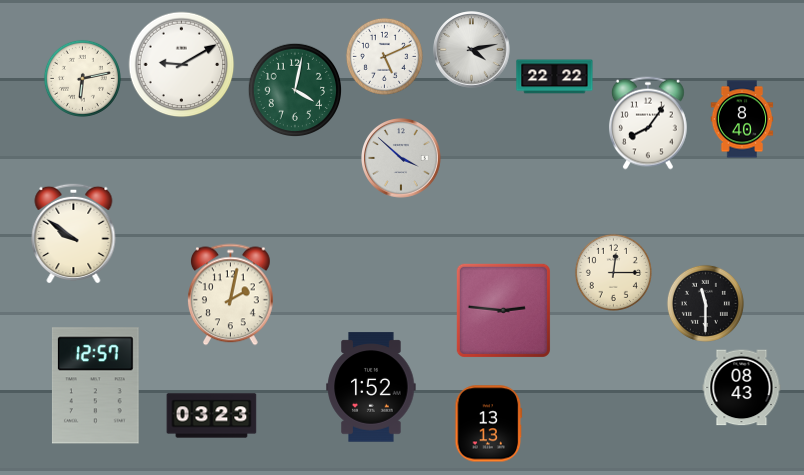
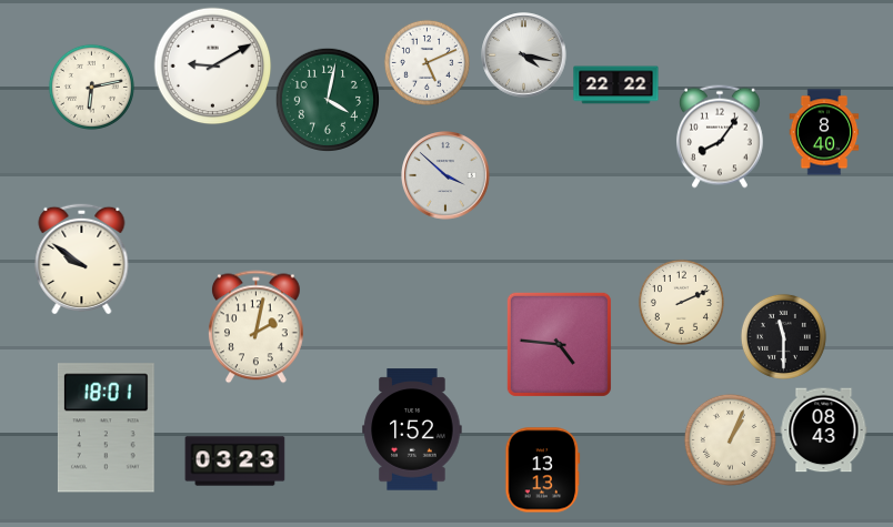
clock at (472, 50): 4:13 -> 4:17
clock at (182, 65) position: (182, 65) -> (213, 67)
clock at (613, 272): 12:15 -> 2:11
clock at (503, 310): 2:46 -> 4:46
clock at (95, 386): 12:57 -> 18:01
clock at (730, 439): none -> 1:04
